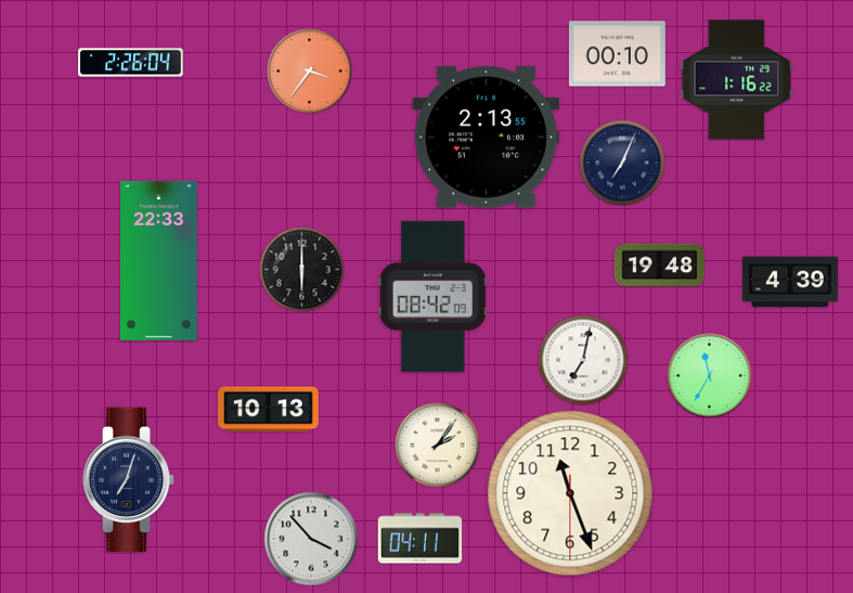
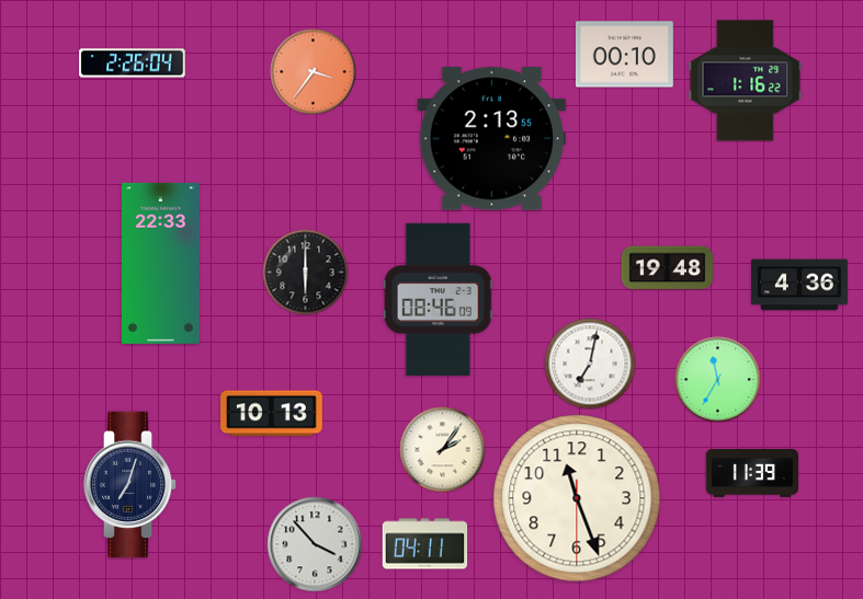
clock at (622, 163): 7:04 -> none
clock at (790, 282): 4:39 -> 4:36
clock at (432, 296): 08:42 -> 08:46
clock at (752, 474): none -> 11:39
